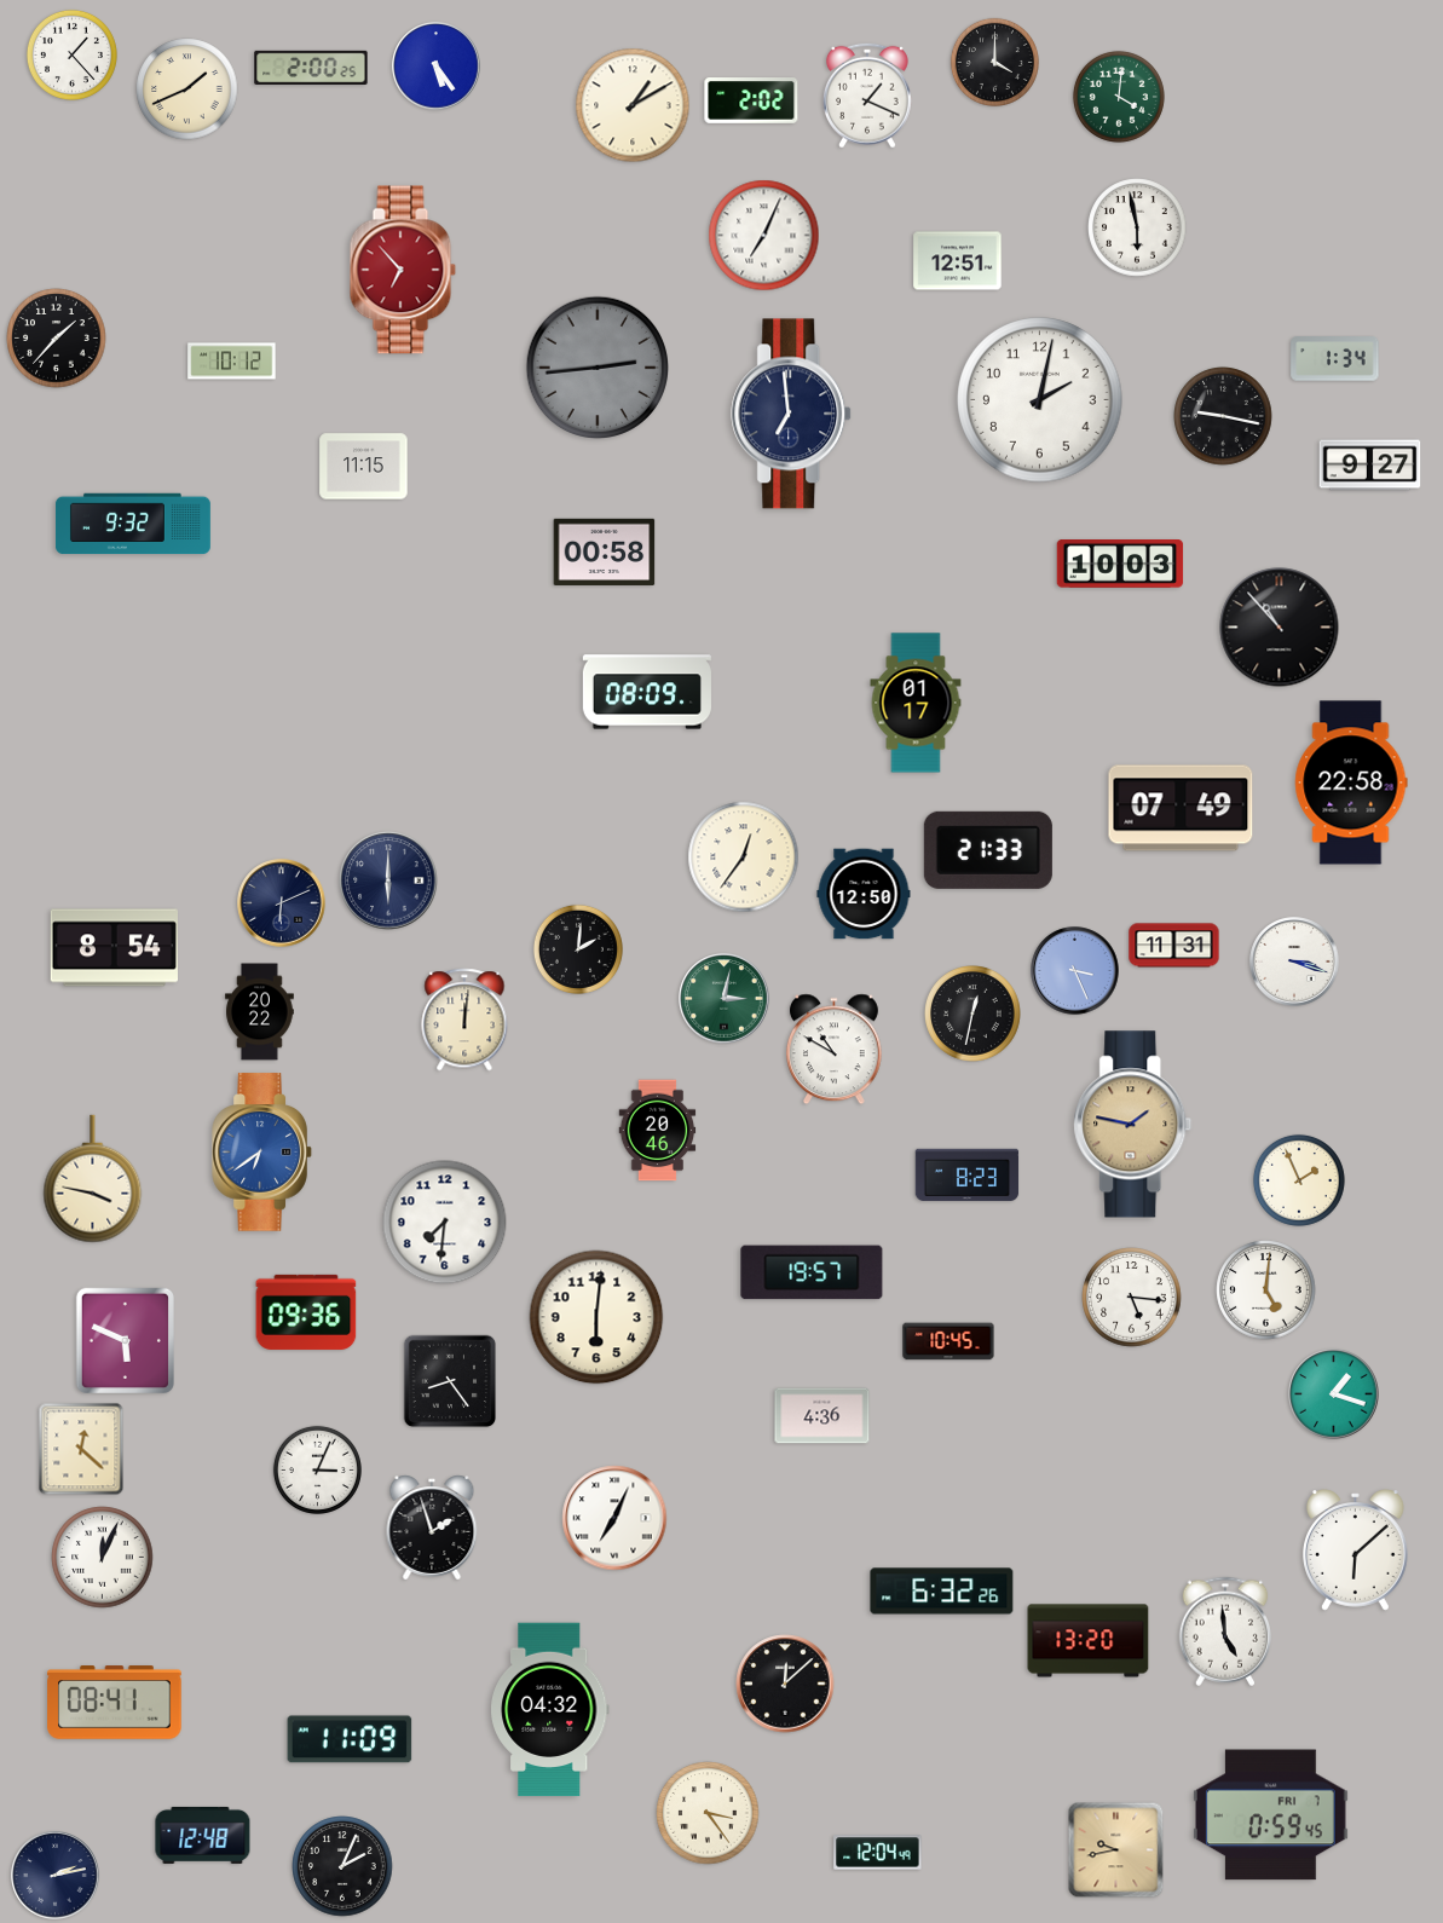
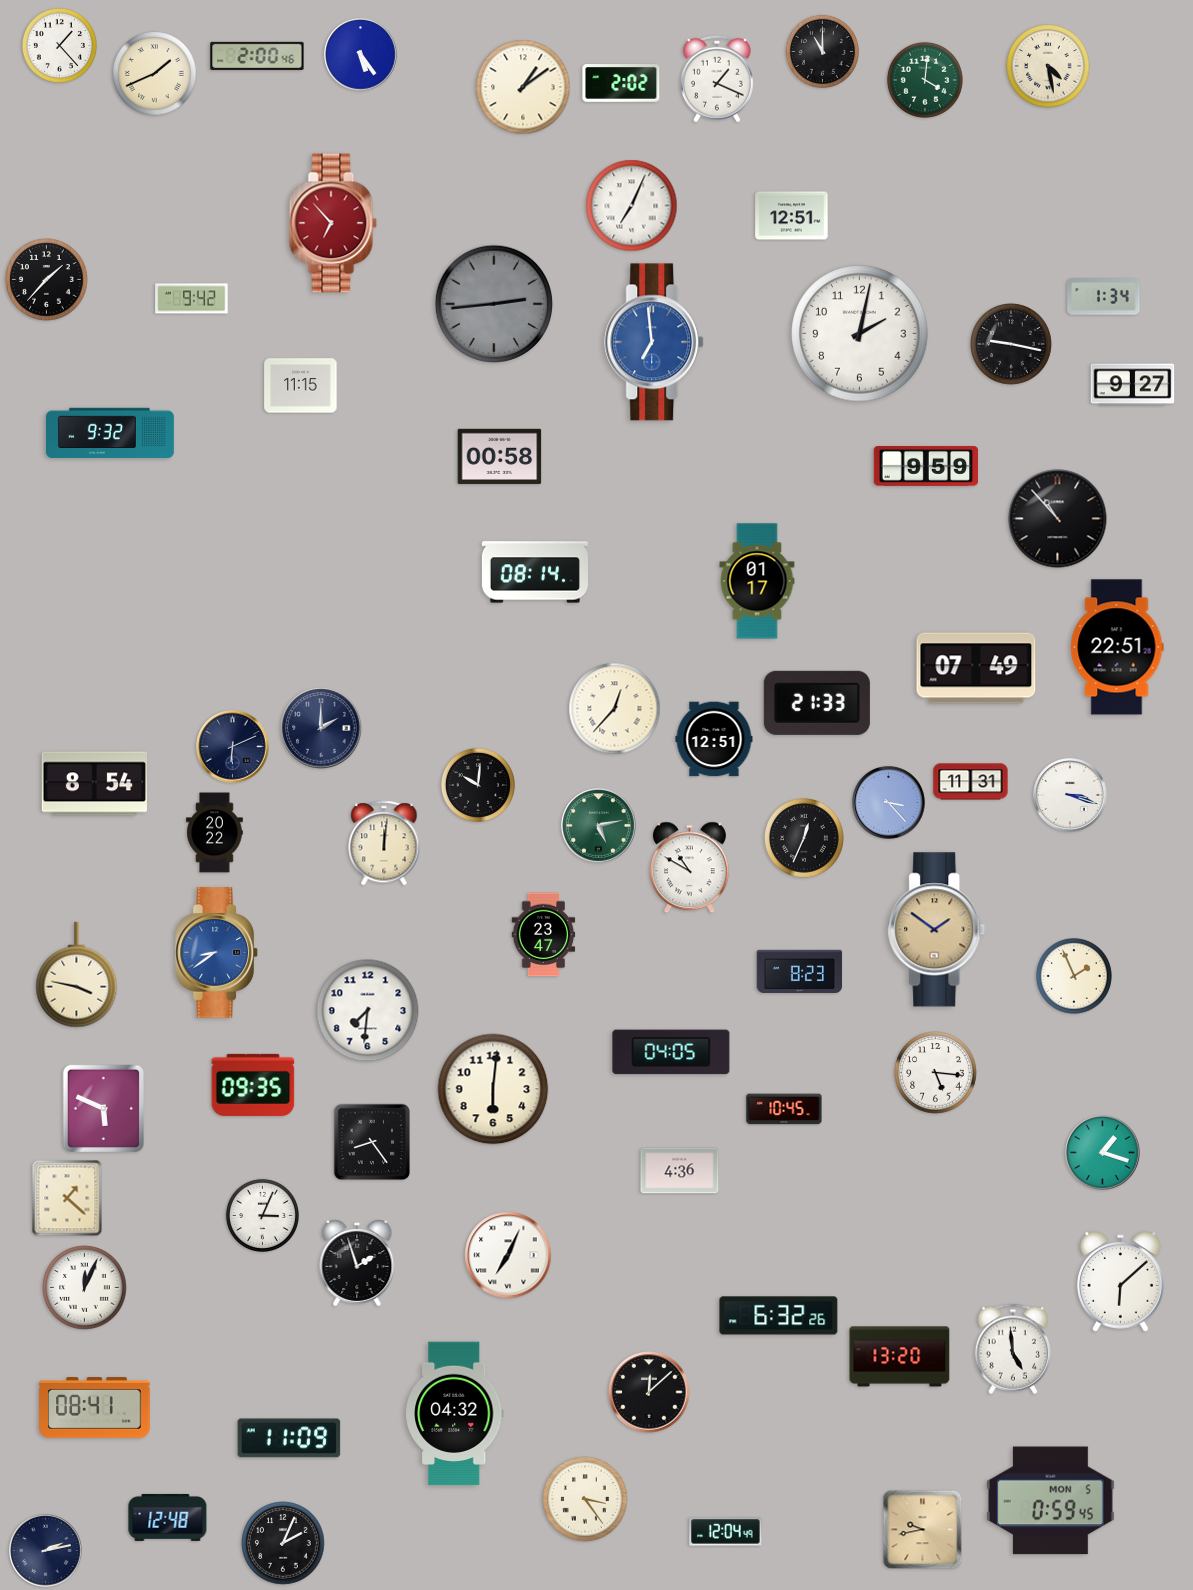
clock at (994, 62): 4:00 -> 11:00
clock at (311, 68): 2:00:25 -> 2:00:46
clock at (1048, 66): none -> 4:28
clock at (633, 105): 1:10 -> 1:09
clock at (1137, 227): 5:58 -> none
clock at (764, 236) position: (764, 236) -> (632, 206)
clock at (232, 362): 10:12 -> 9:42
clock at (1040, 400) position: (1040, 400) -> (860, 334)
clock at (792, 414) dial: navy -> blue
clock at (1120, 565): 10:03 -> 9:59
clock at (647, 692): 08:09 -> 08:14
clock at (1351, 783): 22:58 -> 22:51
clock at (744, 857): 12:36 -> 12:37
clock at (388, 880): 6:00 -> 2:00
clock at (864, 894): 12:50 -> 12:51
clock at (578, 949): 2:01 -> 10:01
clock at (1075, 971): 3:26 -> 3:23
clock at (725, 999): 3:02 -> 5:13
clock at (260, 1012) position: (260, 1012) -> (215, 833)
clock at (974, 1015): 12:32 -> 12:34
clock at (1133, 1125): 1:47 -> 1:51
clock at (658, 1131): 20:46 -> 23:47
clock at (262, 1153): 6:39 -> 8:39
clock at (812, 1272): 19:57 -> 04:05
clock at (1266, 1290): 5:01 -> none
clock at (306, 1312): 09:36 -> 09:35
clock at (81, 1449): 12:22 -> 1:22
clock at (1270, 1815) date: FRI 7 -> MON 5
